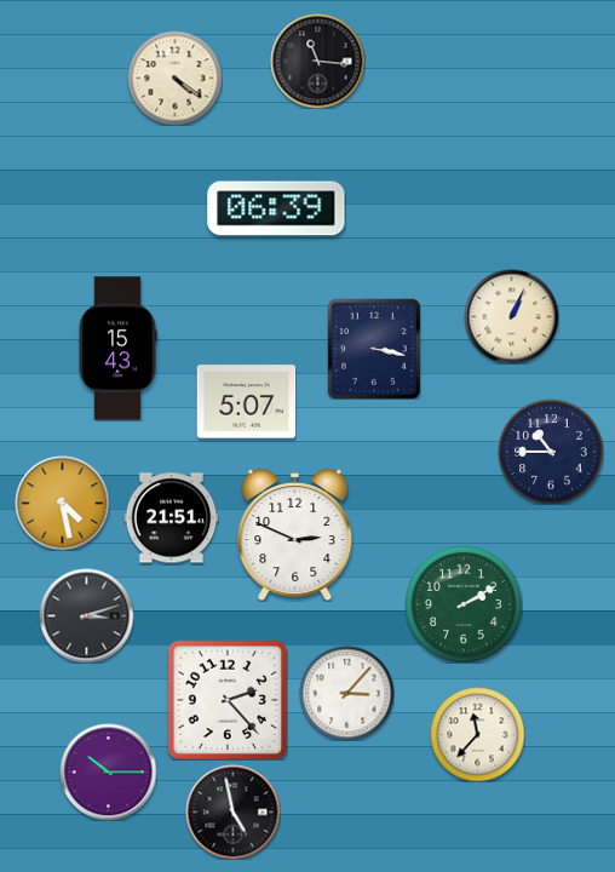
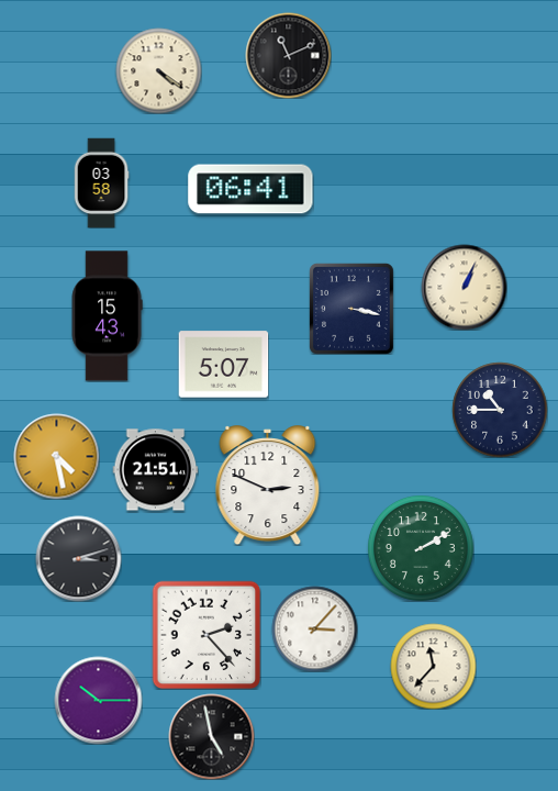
clock at (317, 61): 11:16 -> 11:11
clock at (101, 182): none -> 03:58
clock at (276, 208): 06:39 -> 06:41
clock at (374, 349) position: (374, 349) -> (351, 309)
